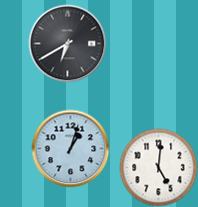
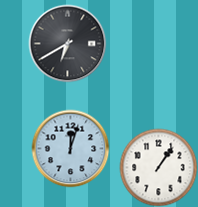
clock at (70, 148): 1:03 -> 12:03
clock at (158, 167): 5:01 -> 1:06
